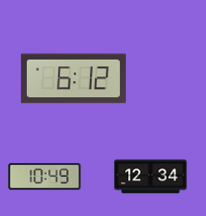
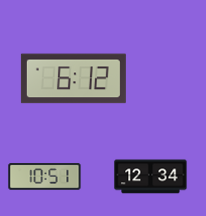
clock at (45, 177): 10:49 -> 10:51
